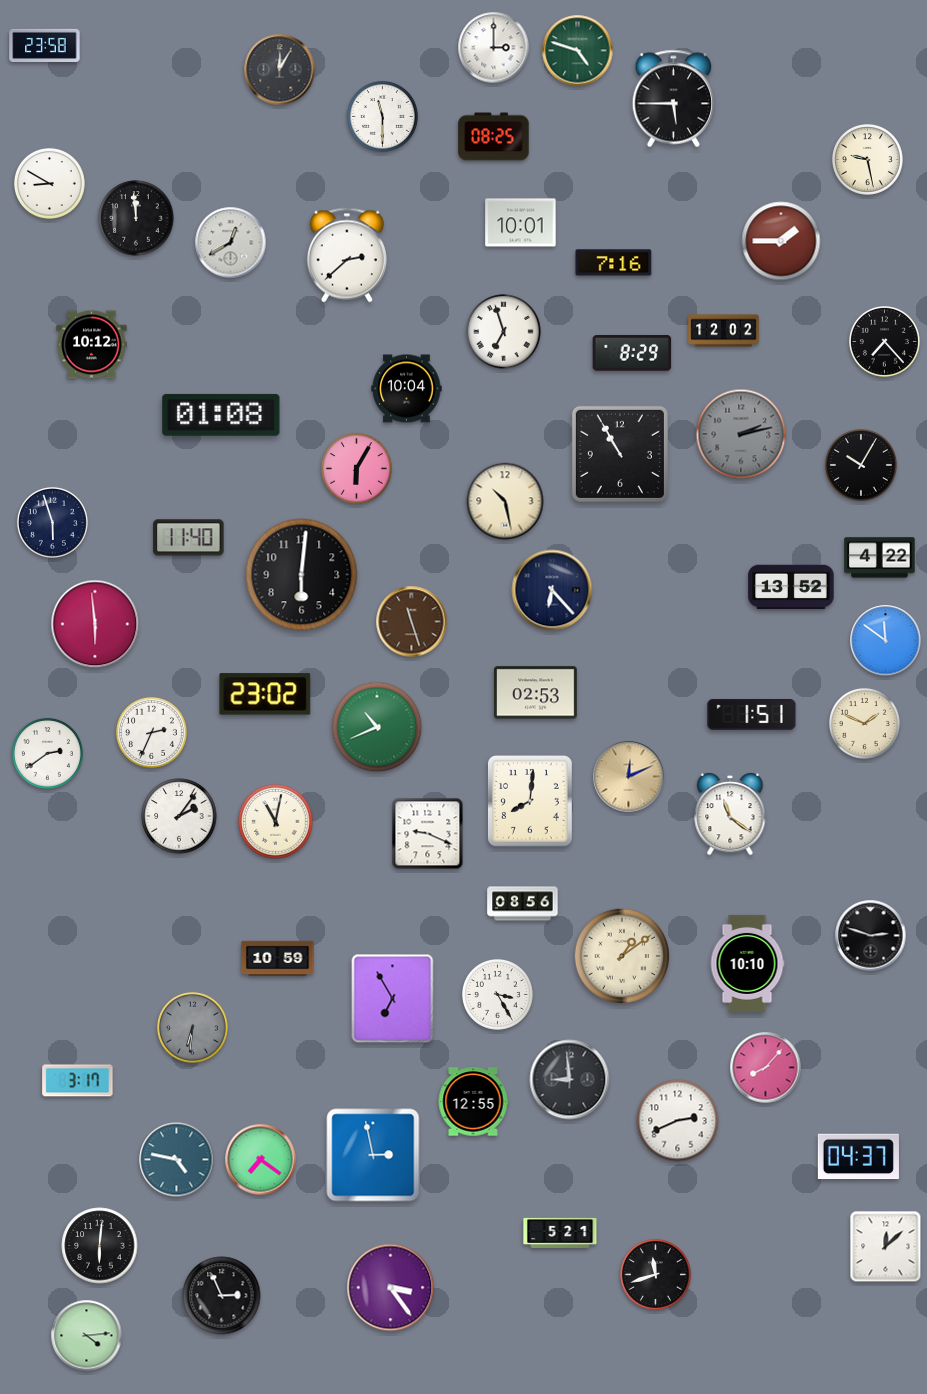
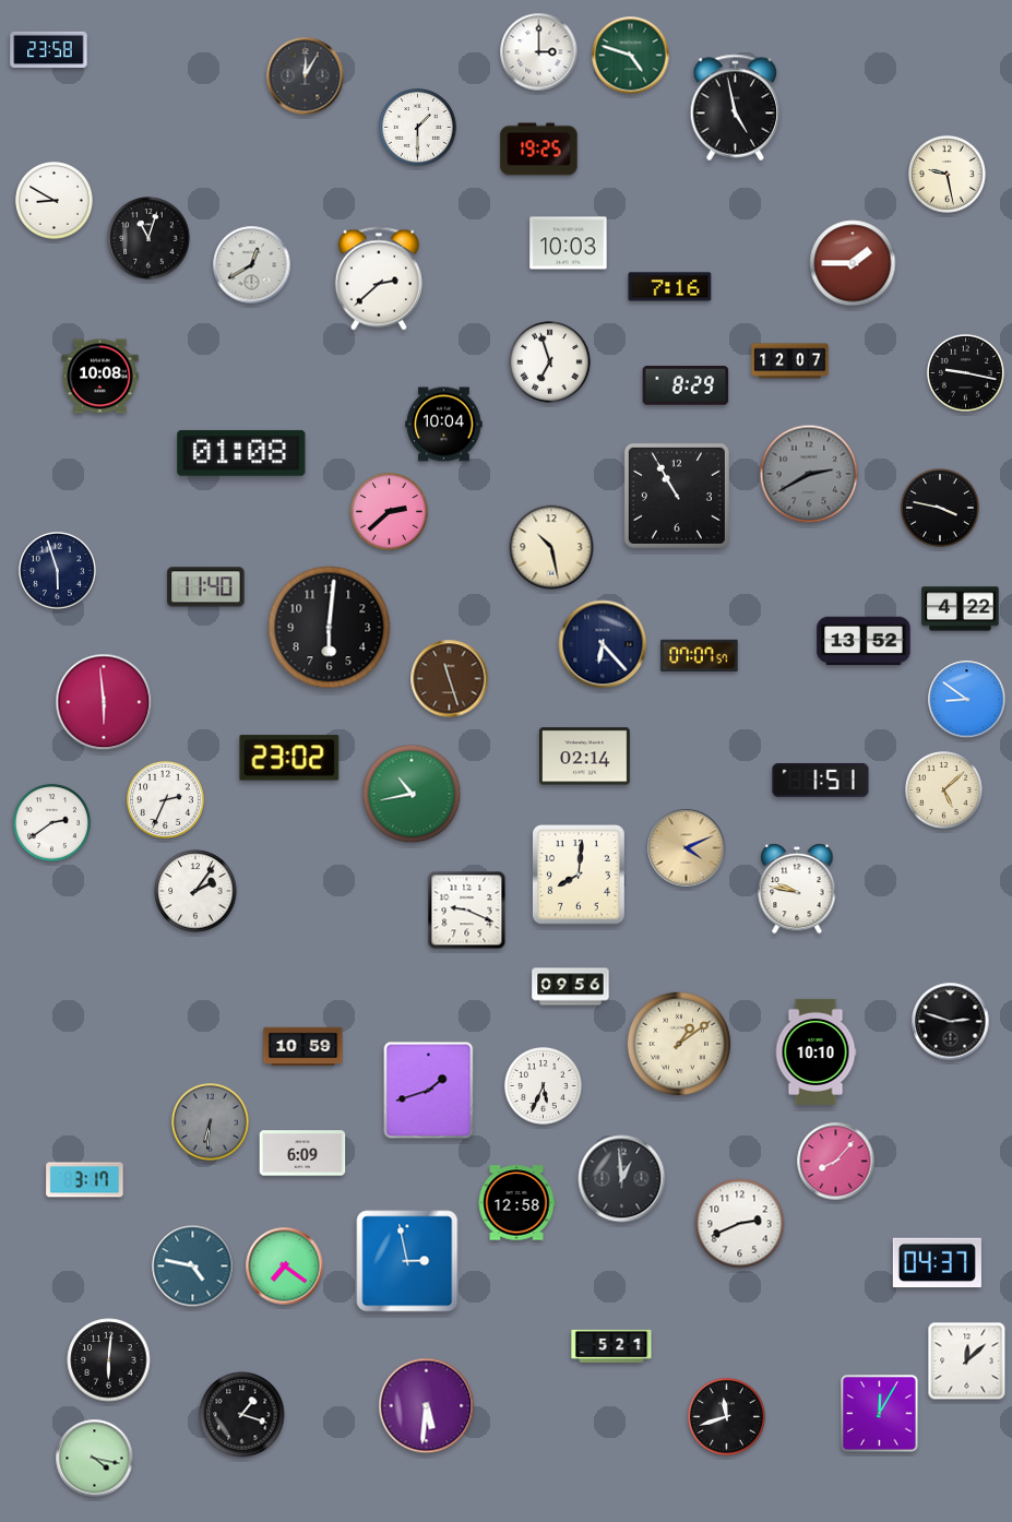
clock at (674, 99): 5:45 -> 4:58
clock at (382, 116): 11:30 -> 1:30
clock at (494, 137): 08:25 -> 19:25
clock at (136, 218): 11:59 -> 11:03
clock at (521, 223): 10:01 -> 10:03
clock at (724, 331): 12:02 -> 12:07
clock at (884, 341): 7:23 -> 9:17
clock at (92, 345): 10:12 -> 10:08
clock at (632, 353) position: (632, 353) -> (686, 385)
clock at (741, 434): 2:13 -> 2:40
clock at (862, 466): 10:05 -> 3:47
clock at (356, 468): 6:05 -> 2:38
clock at (700, 655): none -> 07:07
clock at (95, 624) position: (95, 624) -> (104, 702)
clock at (886, 641): 11:51 -> 8:51
clock at (535, 693): 02:53 -> 02:14
clock at (864, 723): 1:49 -> 5:08
clock at (377, 727): 10:41 -> 10:43
clock at (629, 777): 12:11 -> 4:11
clock at (730, 814): 11:21 -> 9:47
clock at (276, 822): 11:02 -> none
clock at (523, 904): 08:56 -> 09:56
clock at (497, 994): 3:25 -> 5:34
clock at (393, 999): 6:55 -> 1:42
clock at (302, 1153): none -> 6:09
clock at (766, 1068) position: (766, 1068) -> (836, 1162)
clock at (570, 1080): 8:59 -> 12:59
clock at (473, 1102): 12:55 -> 12:58
clock at (655, 1274) position: (655, 1274) -> (726, 1416)
clock at (391, 1288): 3:24 -> 5:31
clock at (880, 1414): none -> 12:05
clock at (222, 1296): 2:56 -> 1:18
clock at (87, 1336): 4:14 -> 4:17
